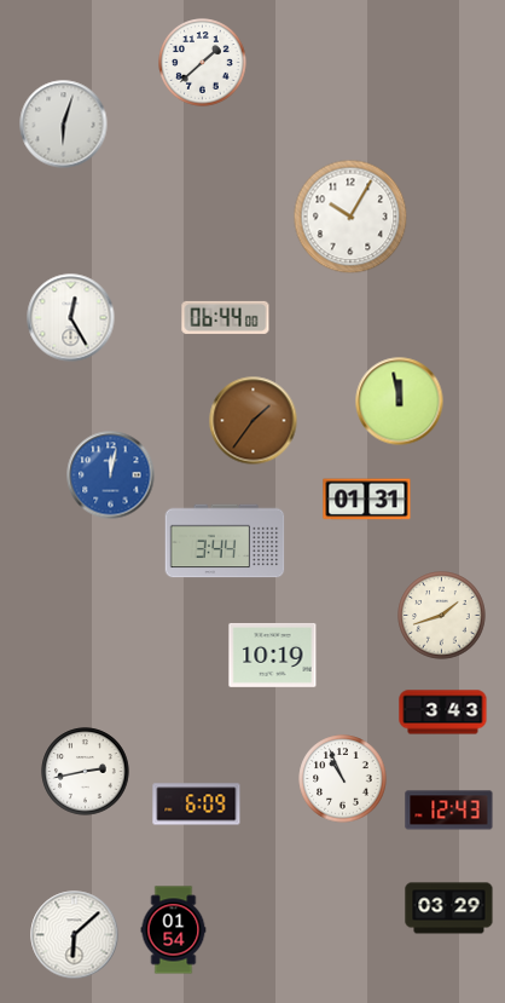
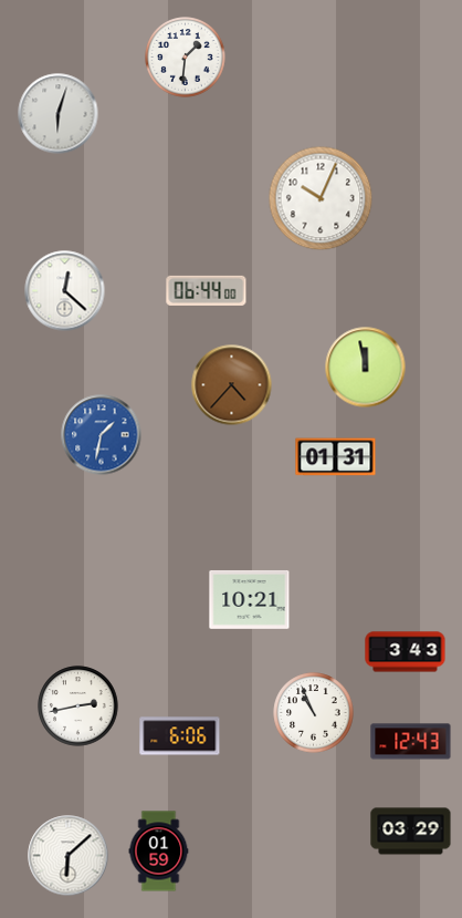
clock at (203, 63): 1:38 -> 1:31
clock at (350, 217): 10:05 -> 10:04
clock at (71, 318): 12:25 -> 12:22
clock at (254, 421): 1:36 -> 4:37
clock at (111, 475): 12:02 -> 1:32
clock at (225, 541): 3:44 -> none
clock at (442, 616): 1:42 -> none
clock at (273, 655): 10:19 -> 10:21
clock at (197, 805): 6:09 -> 6:06
clock at (174, 930): 01:54 -> 01:59
